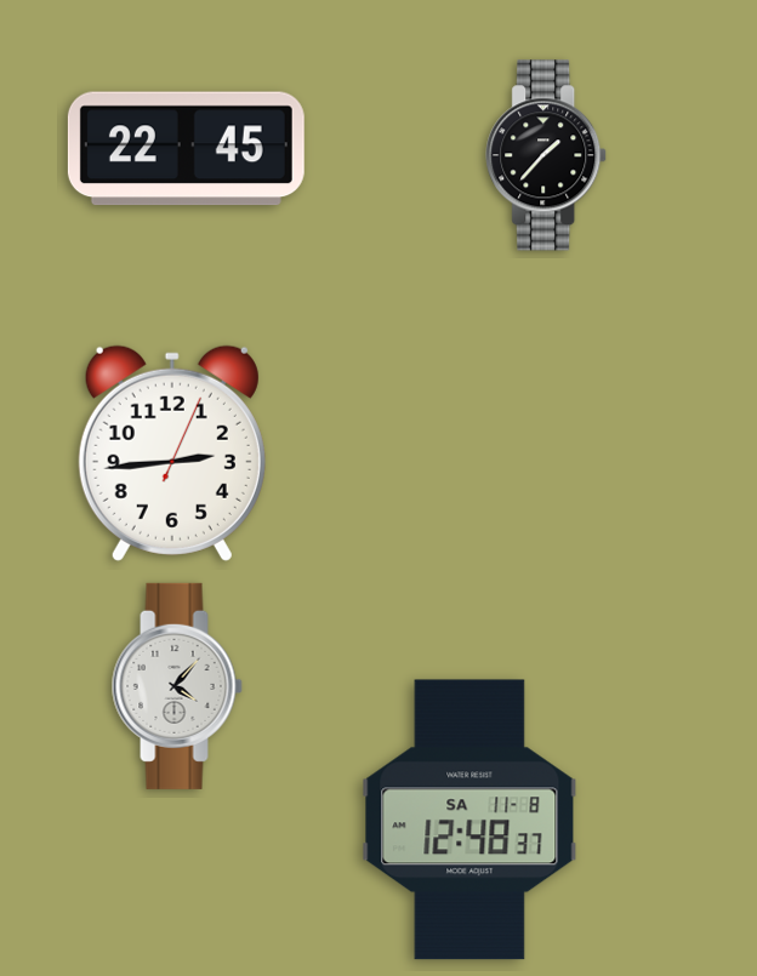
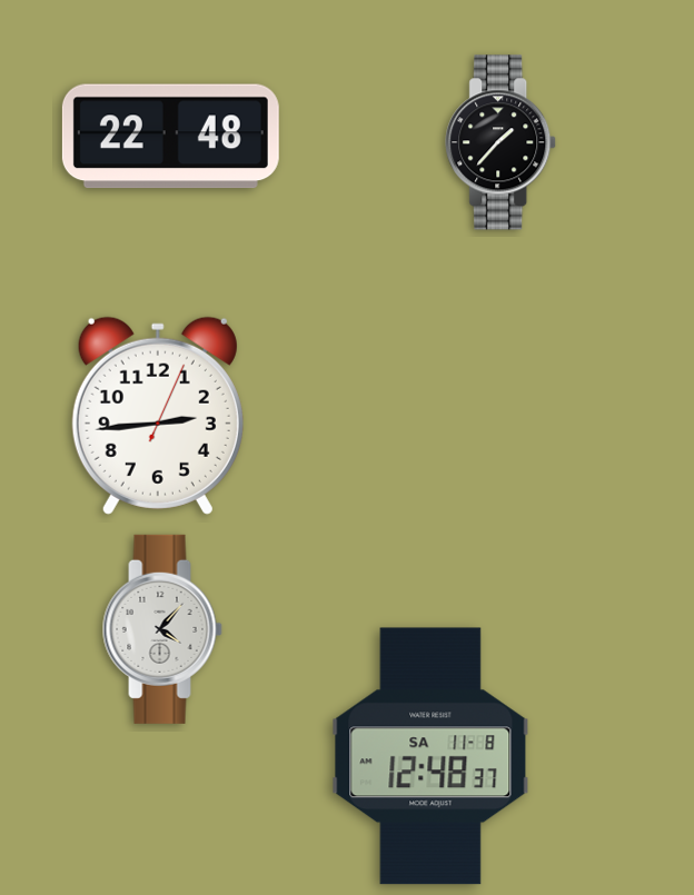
clock at (186, 149): 22:45 -> 22:48
clock at (469, 820) position: (469, 820) -> (430, 756)
